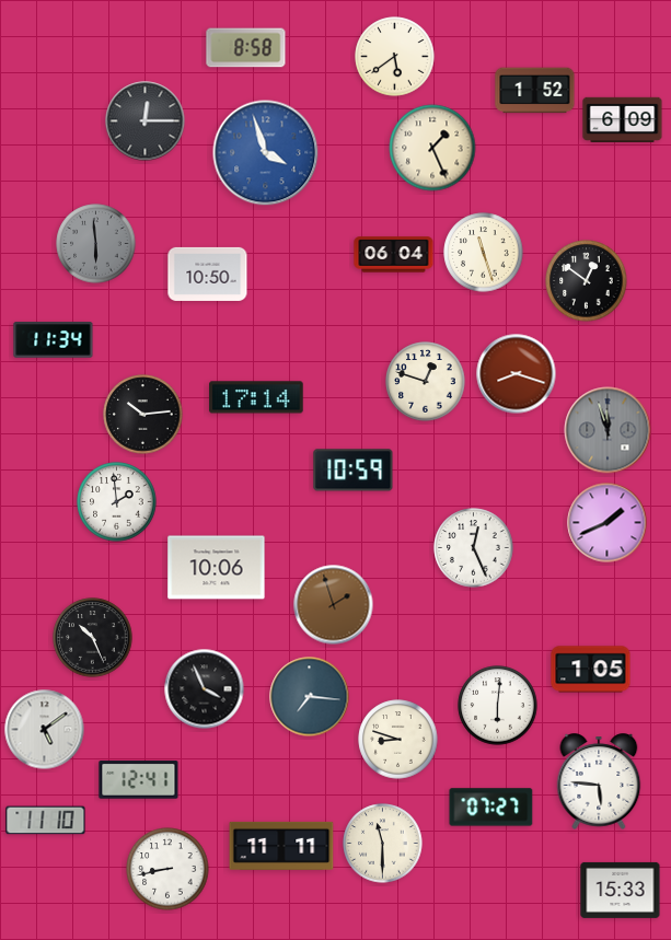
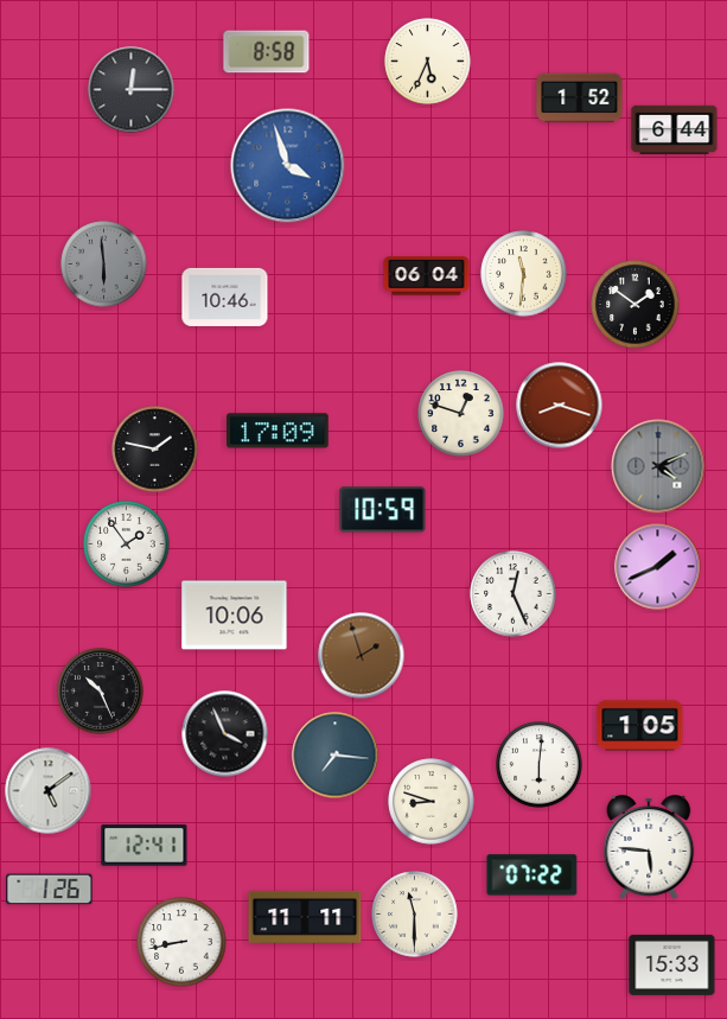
clock at (395, 57): 5:39 -> 5:34
clock at (623, 119): 6:09 -> 6:44
clock at (146, 121) position: (146, 121) -> (132, 90)
clock at (432, 148): 1:26 -> none
clock at (484, 253): 11:27 -> 11:31
clock at (208, 274): 10:50 -> 10:46
clock at (587, 281): 12:51 -> 1:51
clock at (54, 340): 11:34 -> none
clock at (256, 397): 17:14 -> 17:09
clock at (143, 415): 10:14 -> 1:47
clock at (608, 430): 11:57 -> 4:11
clock at (117, 502): 1:59 -> 1:54
clock at (205, 689) position: (205, 689) -> (225, 734)
clock at (139, 780) position: (139, 780) -> (145, 846)
clock at (491, 808): 07:27 -> 07:22
clock at (46, 821): 11:10 -> 1:26
